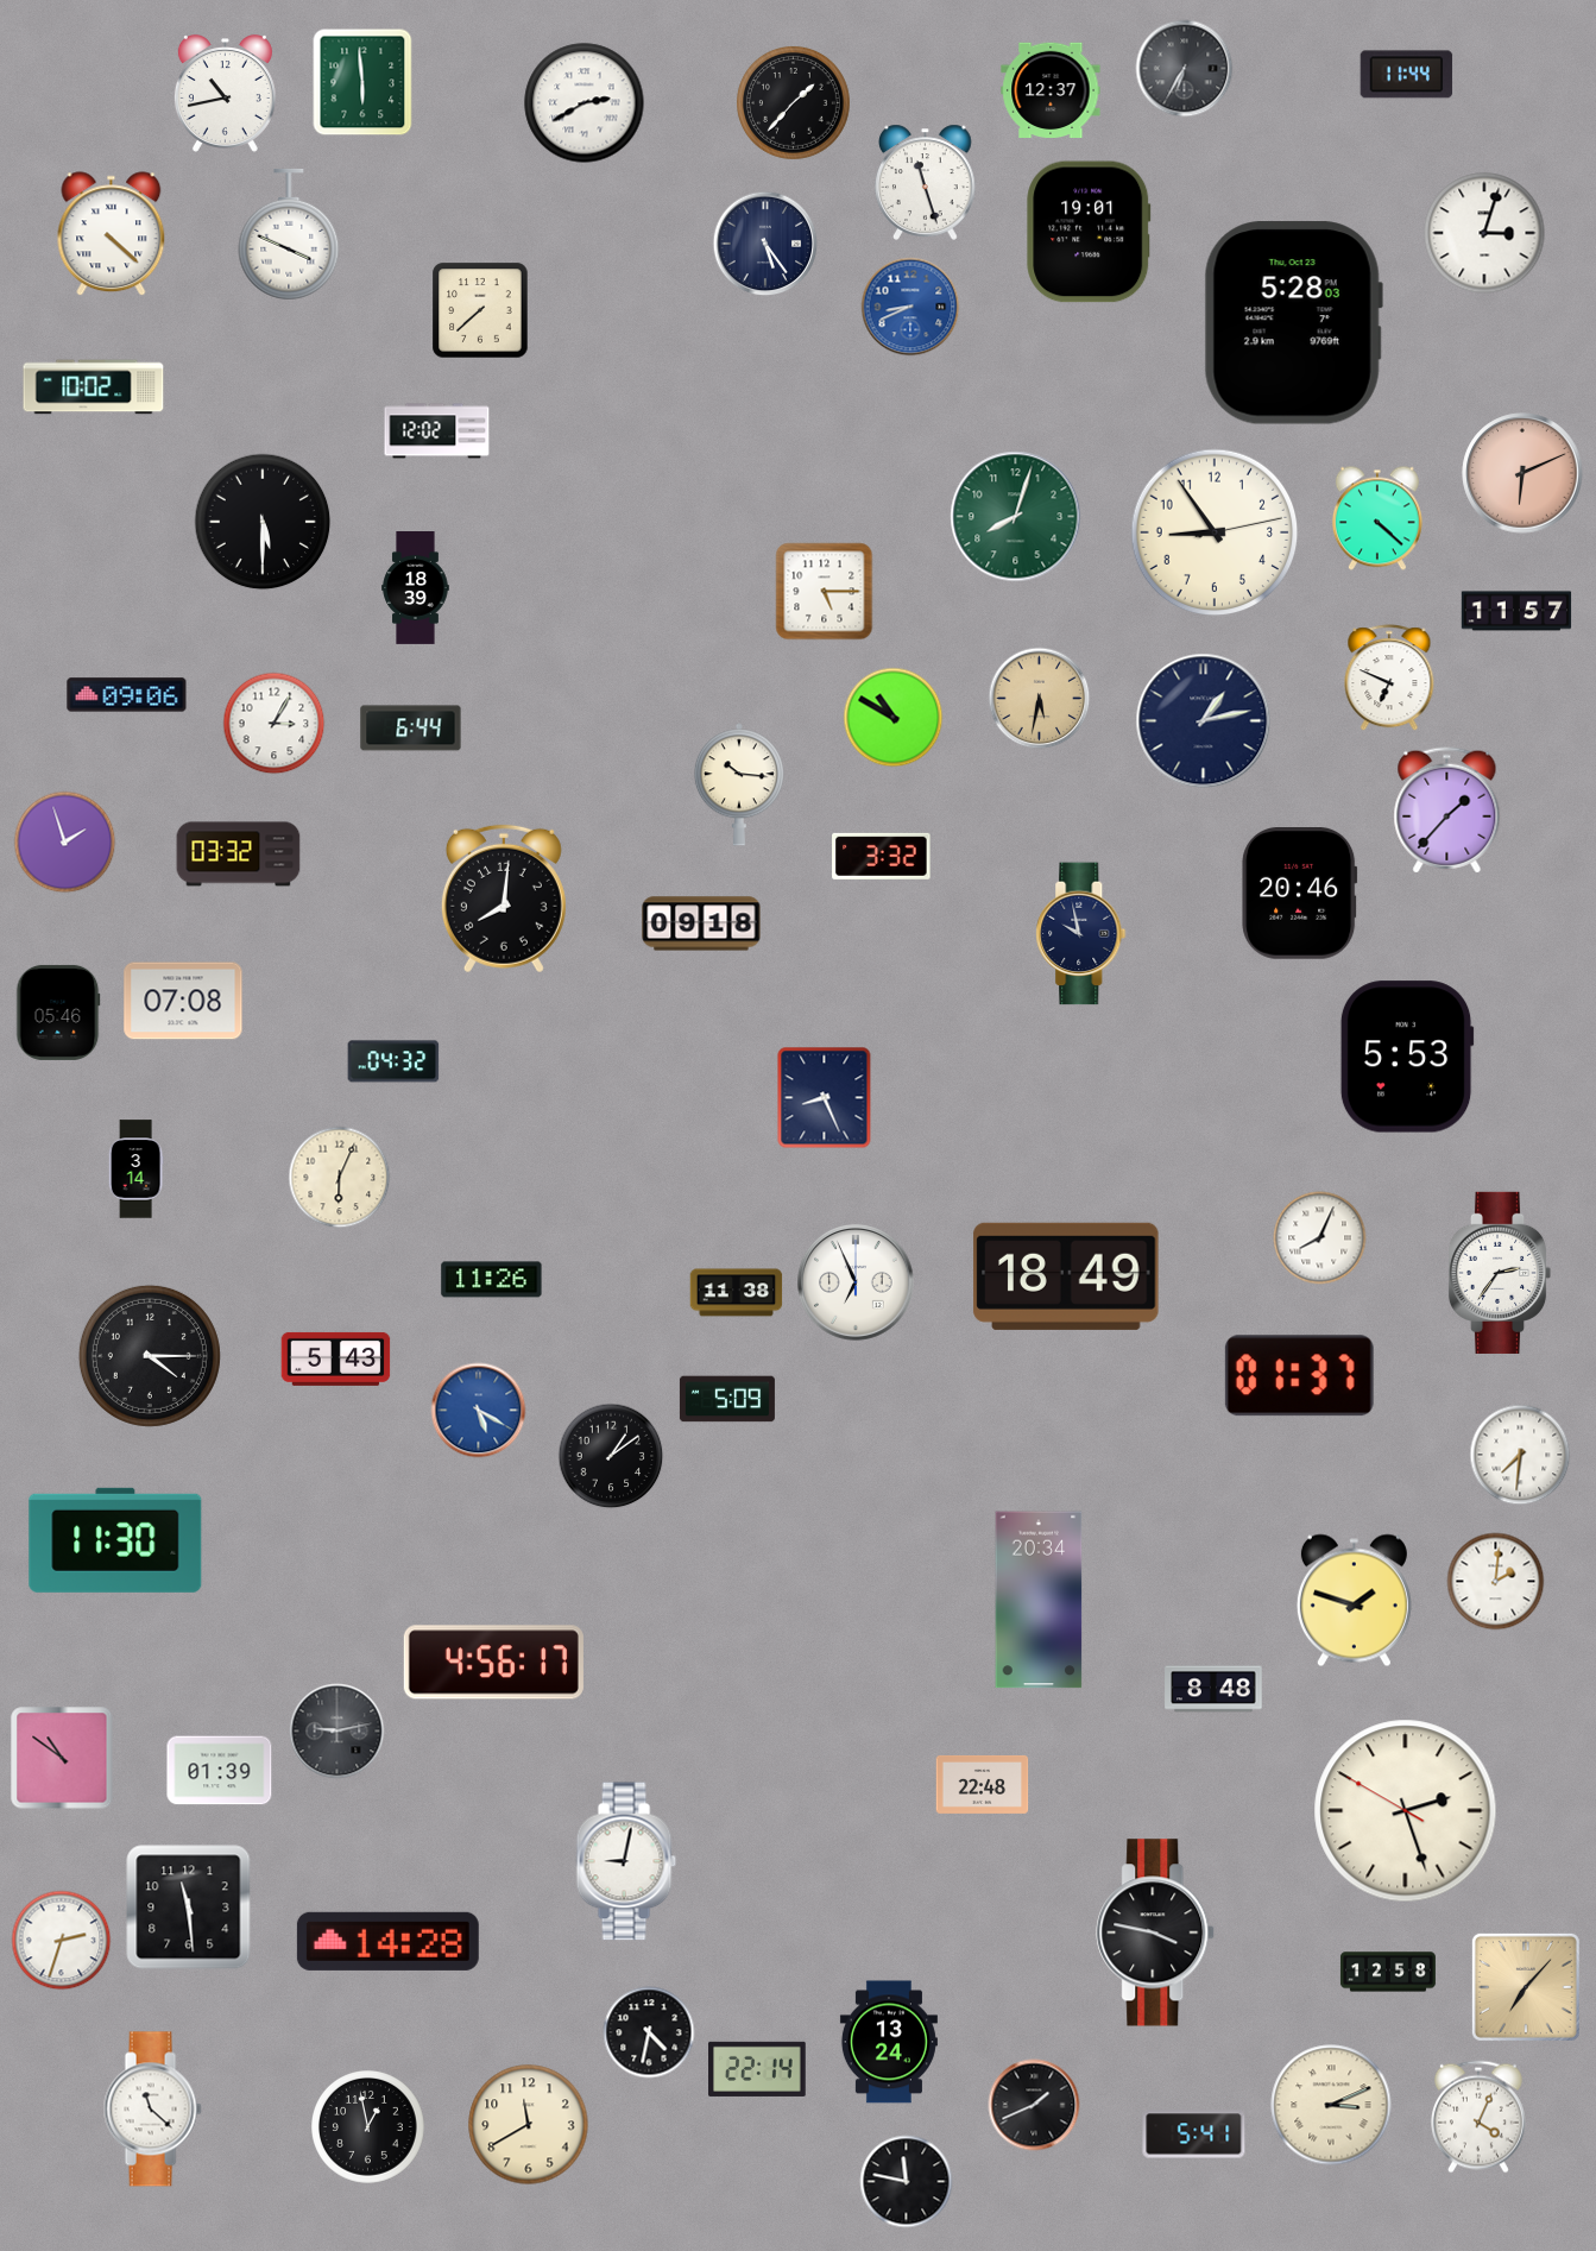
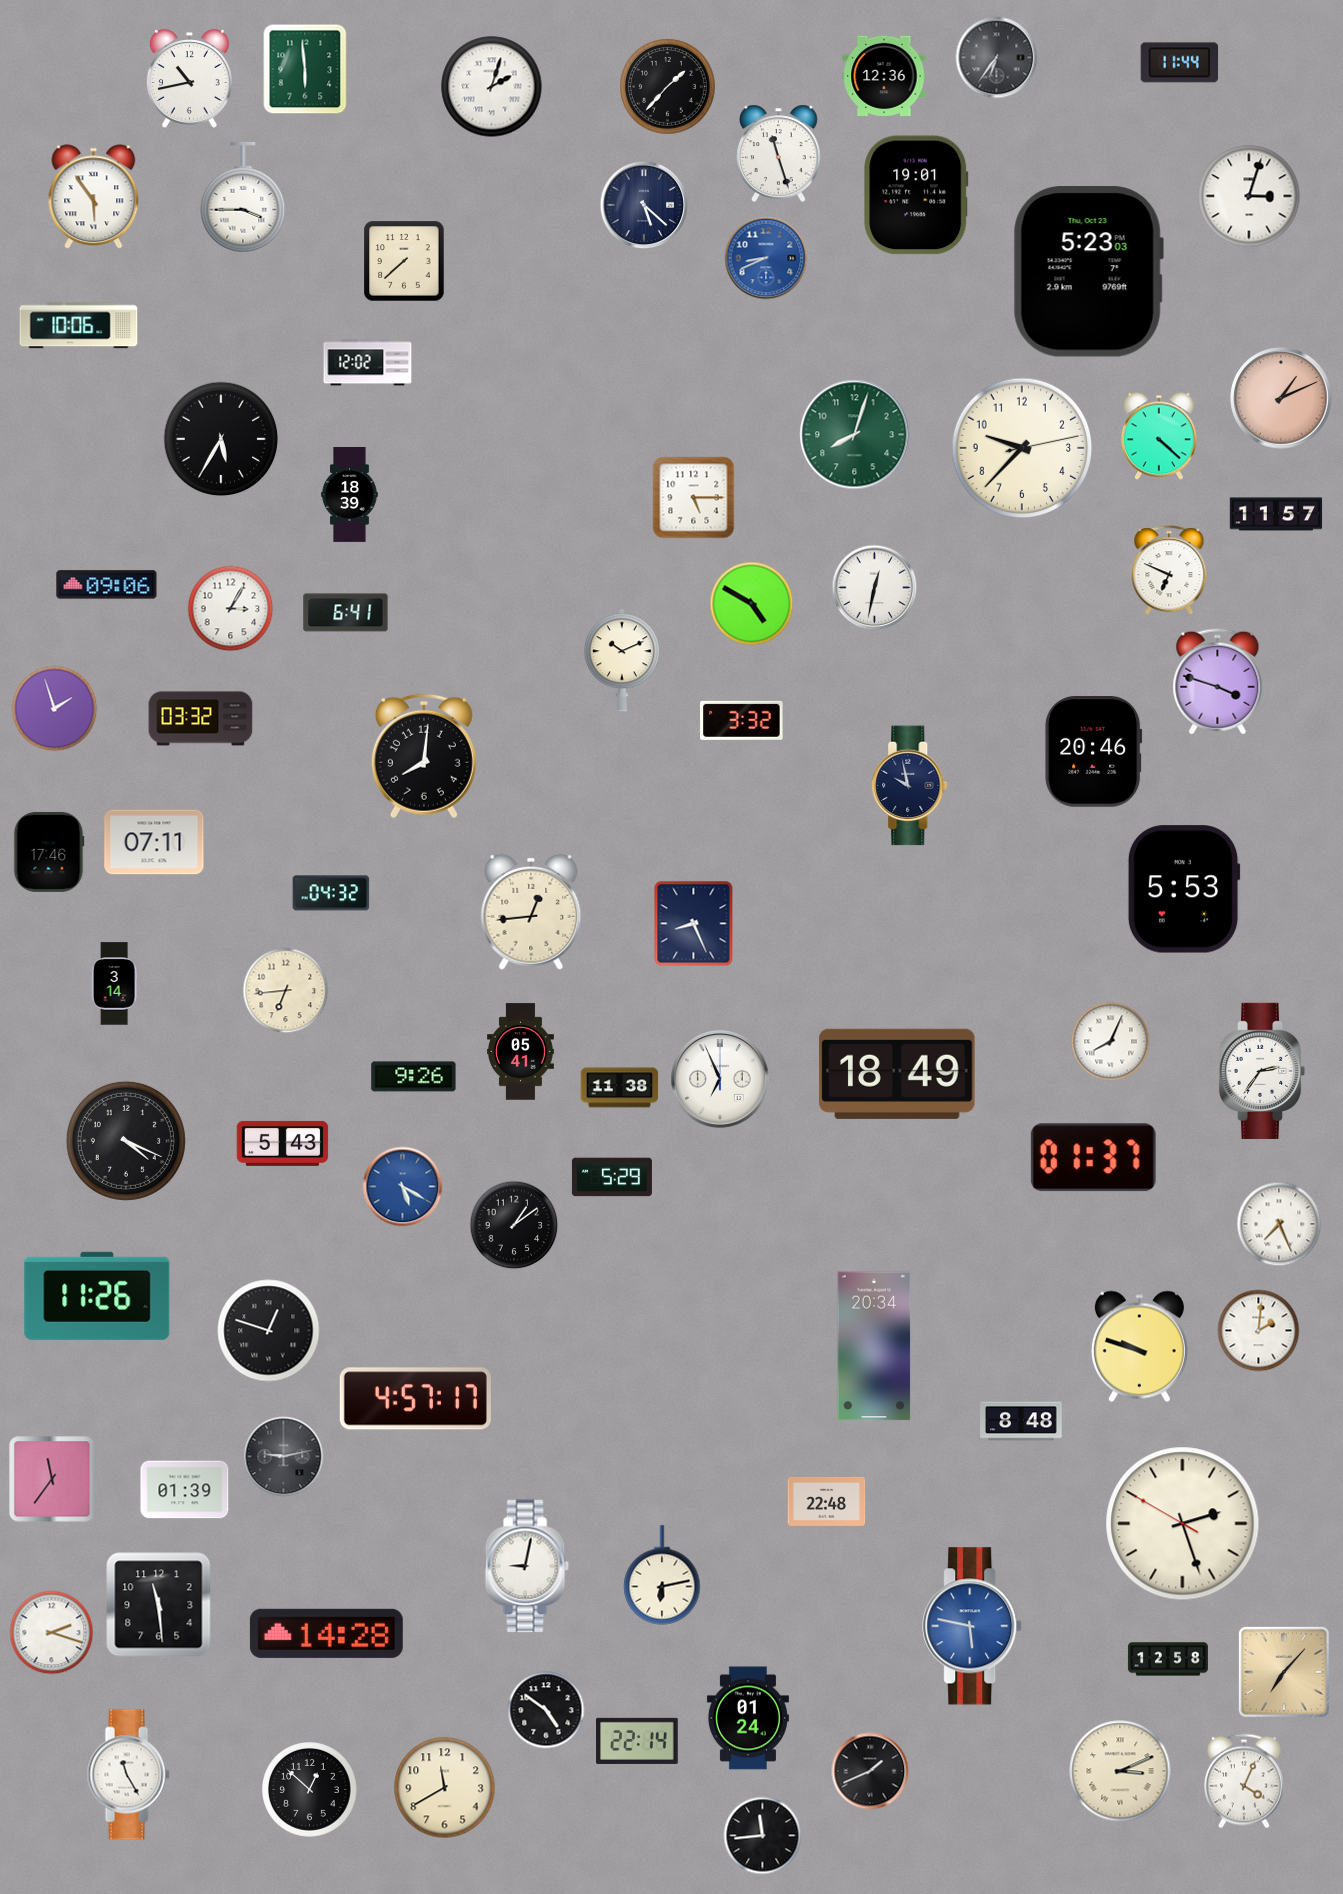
clock at (1185, 69): 6:35 -> 6:36
clock at (1407, 75) position: (1407, 75) -> (1180, 63)
clock at (1051, 89): 12:37 -> 12:36
clock at (585, 103): 2:40 -> 2:03
clock at (112, 234): 4:22 -> 5:54
clock at (289, 234): 3:49 -> 3:45
clock at (765, 244): 5:24 -> 5:22
clock at (1293, 323): 5:28 -> 5:23
clock at (94, 387): 10:02 -> 10:06
clock at (1522, 473): 6:11 -> 1:11
clock at (263, 522): 5:30 -> 5:35
clock at (1215, 532): 8:54 -> 9:37
clock at (1040, 699): 5:32 -> 12:32
clock at (1040, 699) dial: champagne -> white
clock at (894, 718): 10:50 -> 4:50
clock at (1204, 721): 1:13 -> none
clock at (411, 729): 6:44 -> 6:41
clock at (739, 784): 10:16 -> 10:11
clock at (1447, 811): 1:37 -> 3:48
clock at (701, 923): 09:18 -> none
clock at (183, 1001): 07:08 -> 07:11
clock at (58, 1013): 05:46 -> 17:46
clock at (531, 912): none -> 12:44
clock at (340, 1178): 6:04 -> 6:44
clock at (521, 1052): none -> 05:41
clock at (492, 1280): 11:26 -> 9:26
clock at (150, 1356): 4:15 -> 4:19
clock at (727, 1399): 5:09 -> 5:29
clock at (1520, 1455): 7:31 -> 7:26
clock at (115, 1540): 11:30 -> 11:26
clock at (269, 1331): none -> 12:48
clock at (1354, 1601): 1:48 -> 9:48
clock at (493, 1663): 4:56 -> 4:57
clock at (62, 1758): 10:51 -> 11:36
clock at (662, 1575): none -> 6:13
clock at (1156, 1932): 3:47 -> 5:47
clock at (1156, 1932) dial: black -> blue
clock at (62, 1941): 2:33 -> 2:18
clock at (649, 2032): 4:32 -> 4:51
clock at (889, 2042): 13:24 -> 01:24
clock at (152, 2110): 11:22 -> 11:25
clock at (368, 2127): 12:58 -> 12:52
clock at (1194, 2135): 5:41 -> none
clock at (907, 2182): 11:47 -> 11:44
